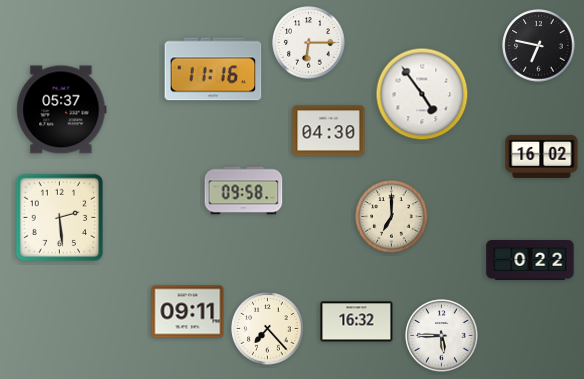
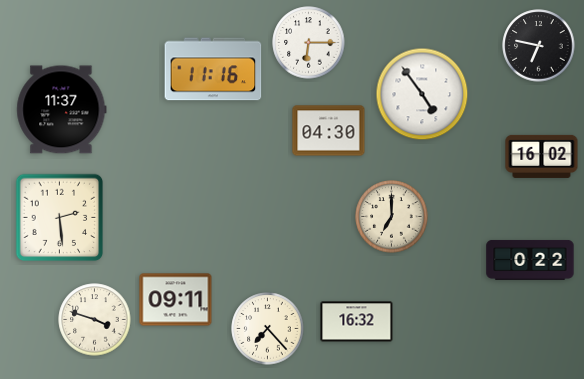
clock at (62, 110): 05:37 -> 11:37
clock at (244, 191): 09:58 -> none
clock at (188, 312) position: (188, 312) -> (176, 300)
clock at (95, 320): none -> 3:48
clock at (442, 336): 5:45 -> none
